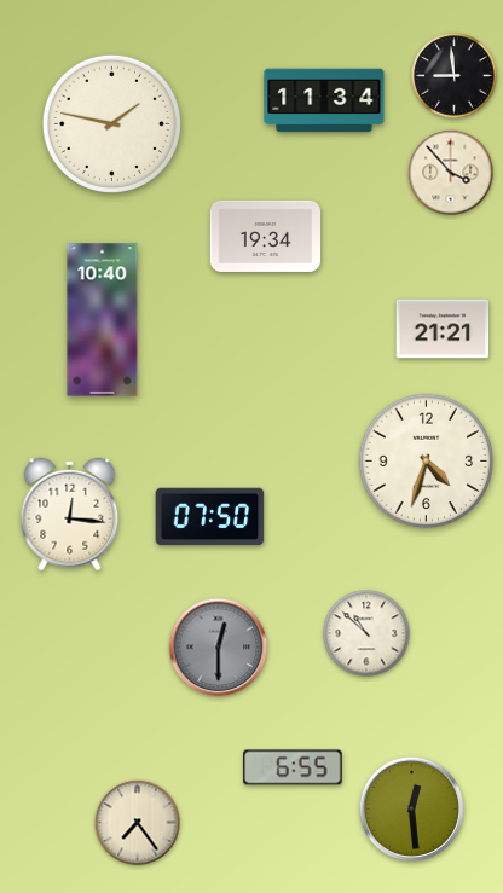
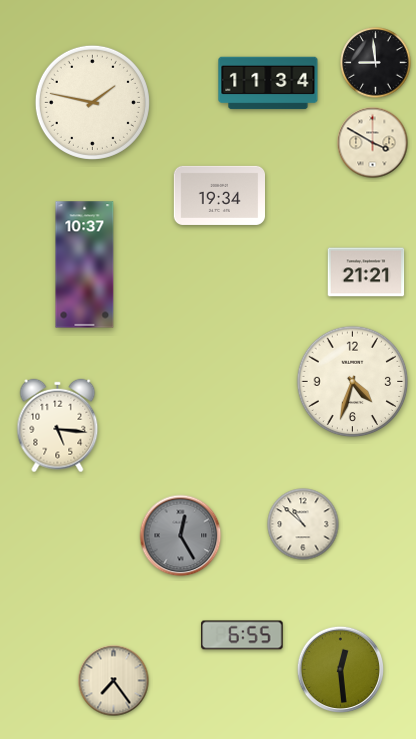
clock at (451, 173): 3:53 -> 3:50
clock at (103, 320): 10:40 -> 10:37
clock at (70, 515): 12:16 -> 5:16
clock at (210, 517): 07:50 -> none
clock at (219, 648): 12:30 -> 12:25
